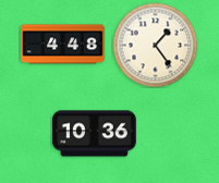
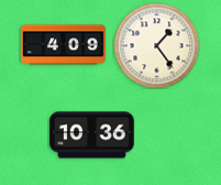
clock at (62, 45): 4:48 -> 4:09
clock at (94, 134) position: (94, 134) -> (91, 135)
